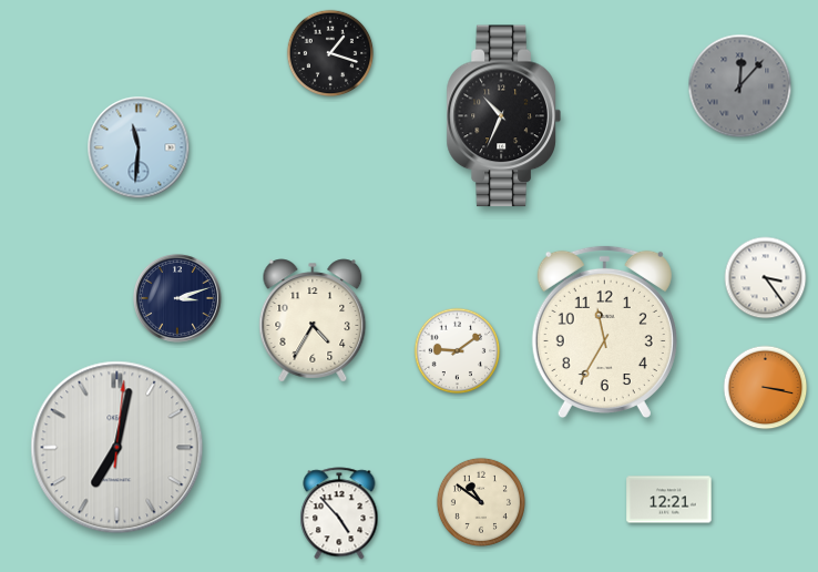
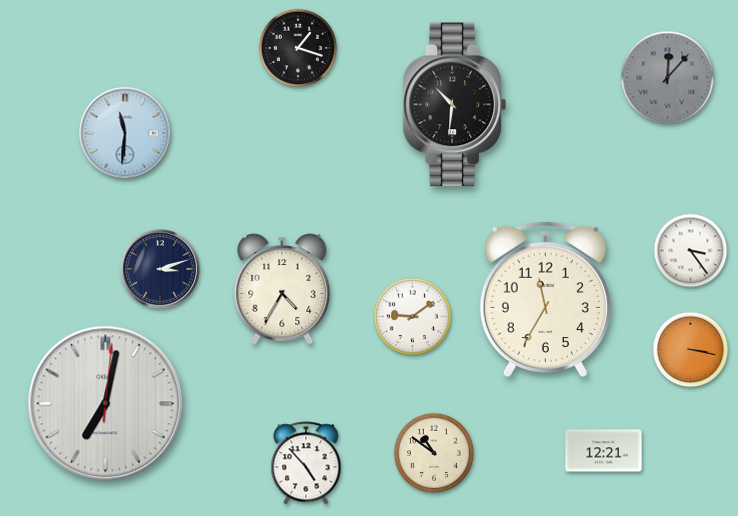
clock at (503, 116): 10:34 -> 10:31
